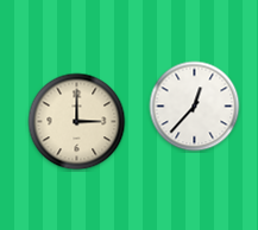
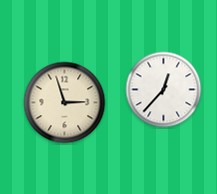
clock at (77, 122): 3:00 -> 2:57
